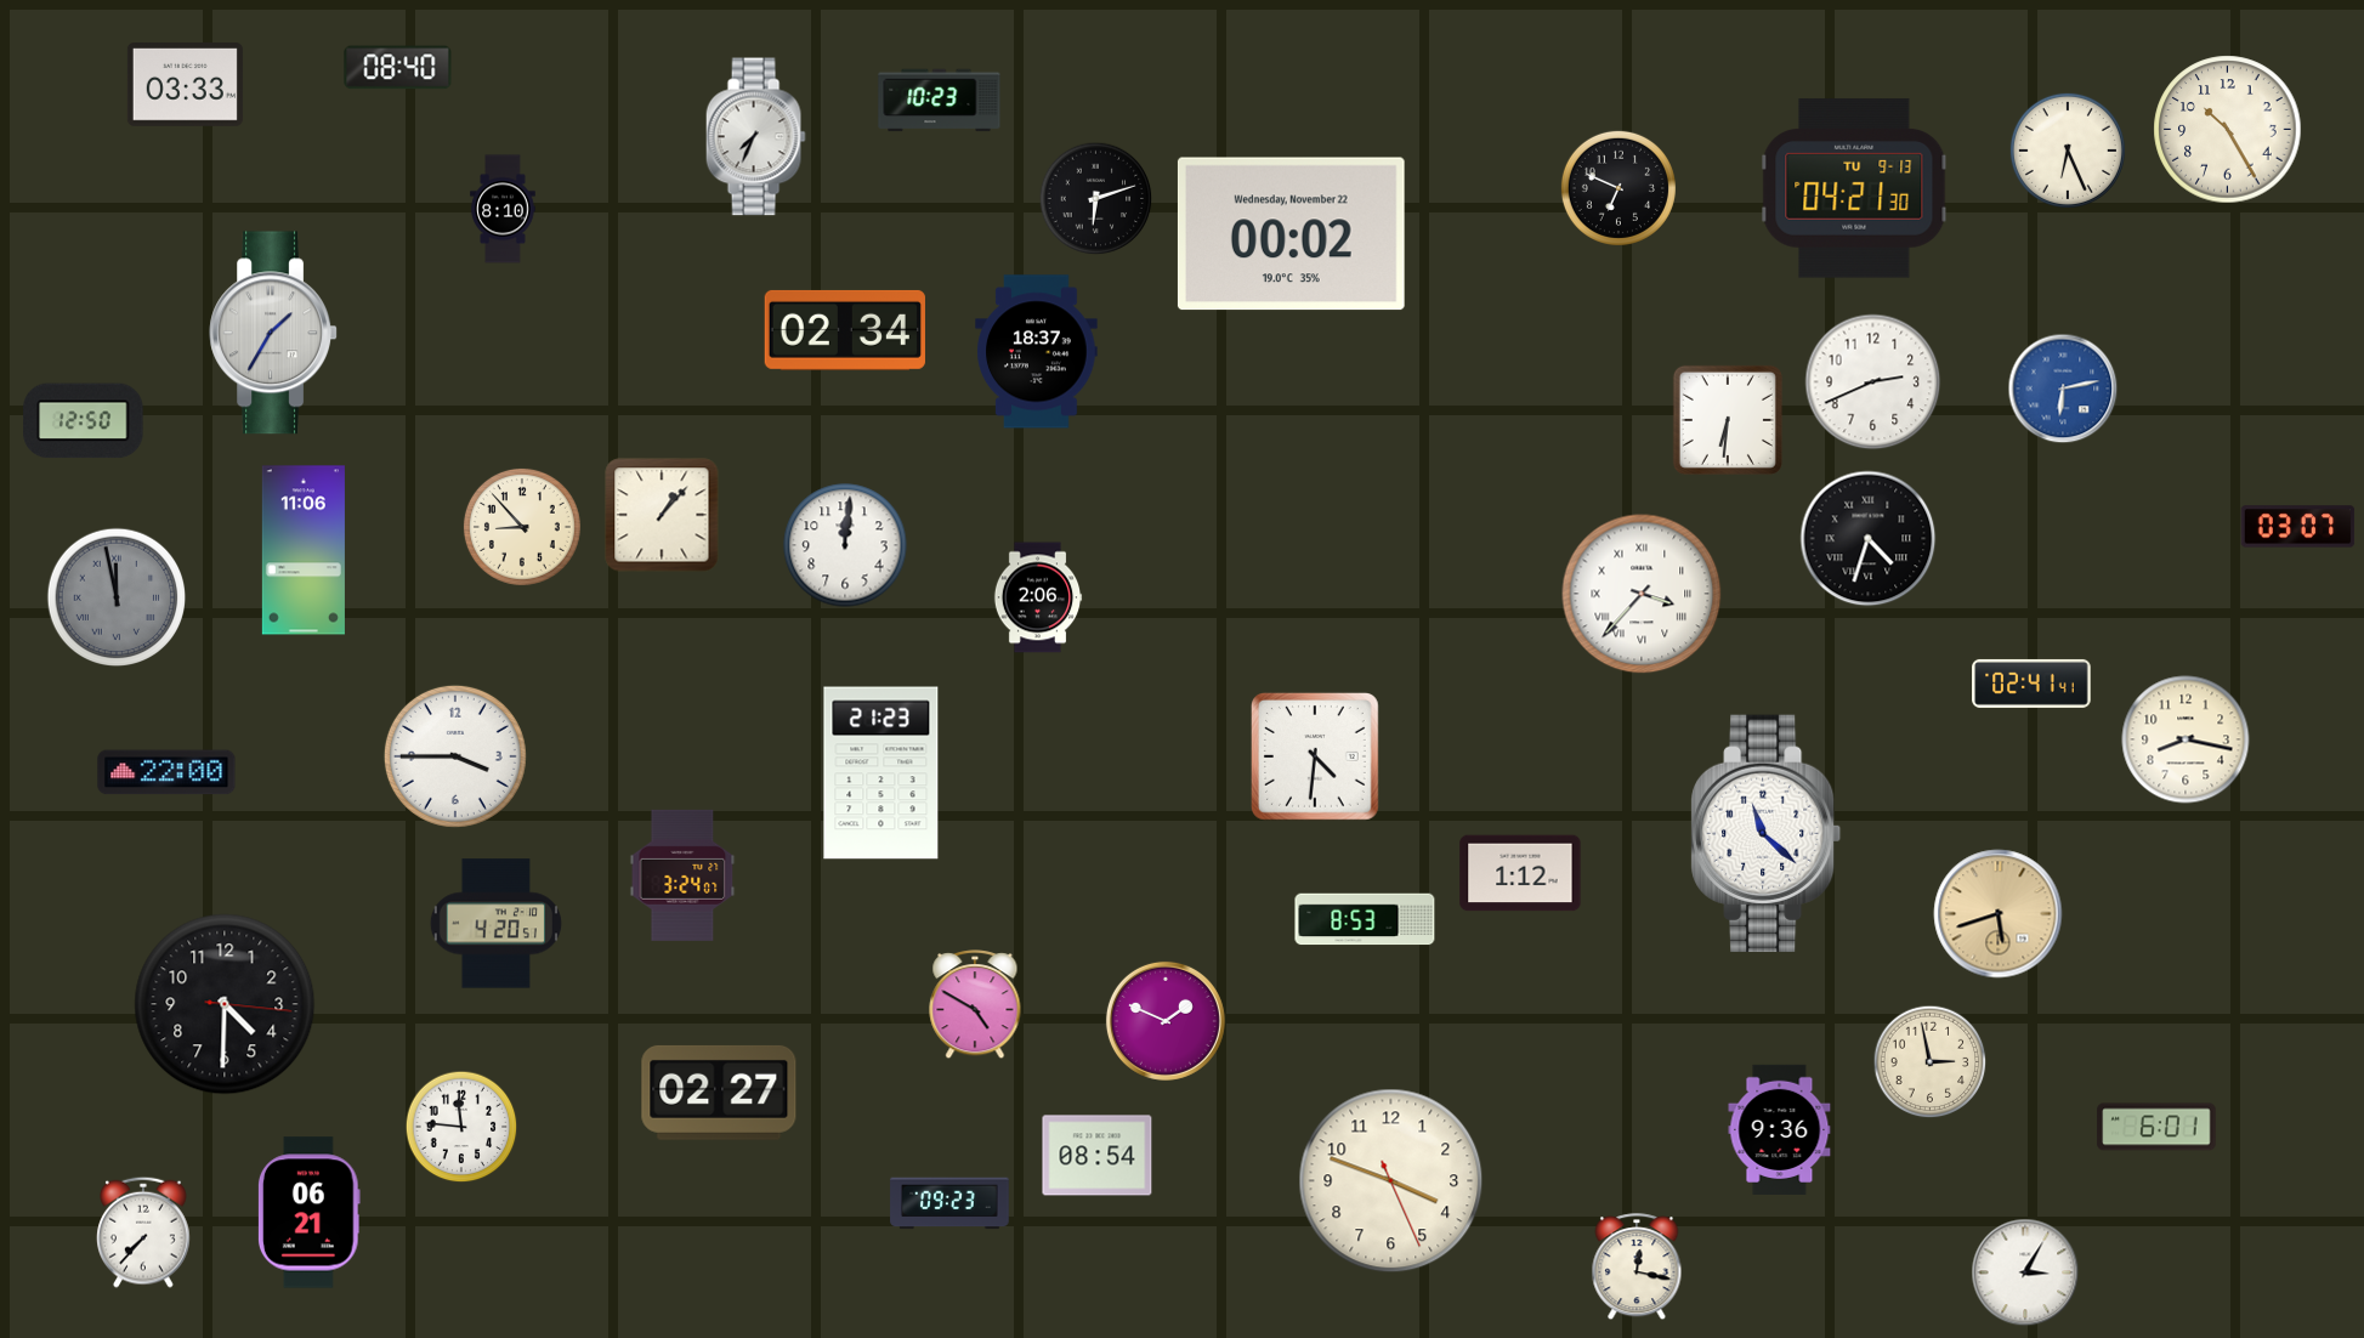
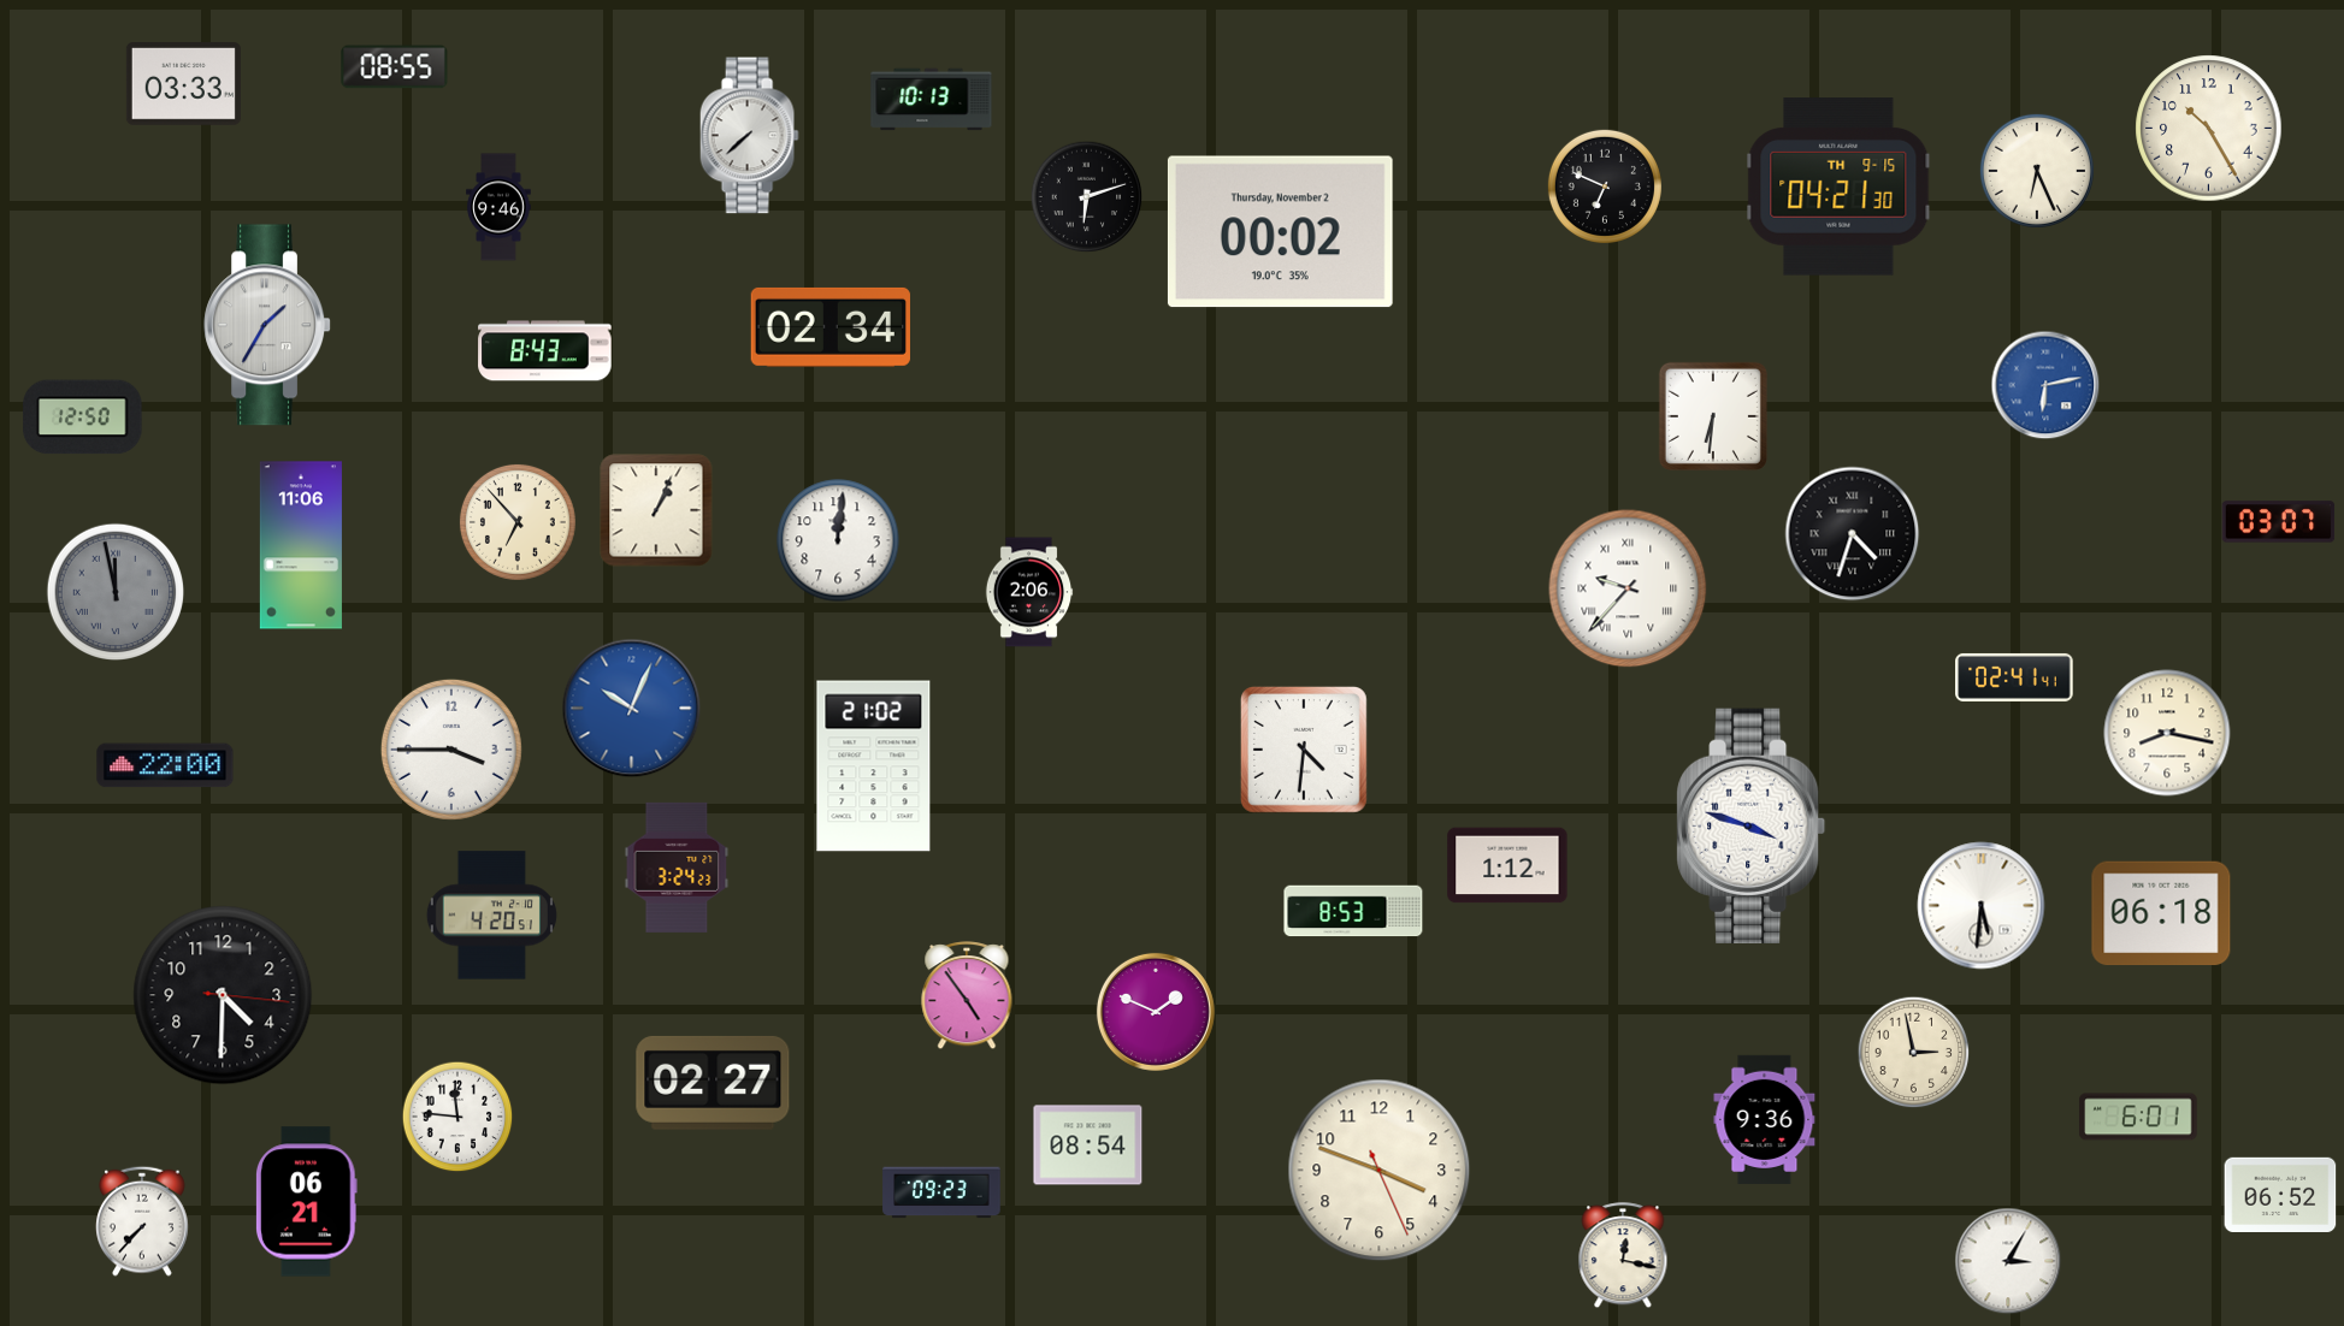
clock at (398, 68): 08:40 -> 08:55
clock at (940, 101): 10:23 -> 10:13
clock at (755, 137): 7:34 -> 7:38
clock at (2068, 151) position: (2068, 151) -> (2037, 171)
clock at (1854, 188) date: TU 9-13 -> TH 9-15
clock at (503, 209): 8:10 -> 9:46
clock at (1291, 234) date: Wednesday, November 22 -> Thursday, November 2
clock at (845, 330) position: (845, 330) -> (831, 327)
clock at (273, 333) position: (273, 333) -> (267, 325)
clock at (1037, 352): 18:37 -> none
clock at (545, 351): none -> 8:43
clock at (1873, 382): 2:41 -> none
clock at (662, 515): 1:07 -> 1:04
clock at (522, 527): 8:53 -> 6:53
clock at (1642, 594): 3:37 -> 9:37
clock at (632, 709): none -> 10:04
clock at (881, 773): 21:23 -> 21:02
clock at (1767, 833): 11:22 -> 3:48
clock at (682, 875): 3:24:07 -> 3:24:23
clock at (1999, 914): 5:42 -> 5:31
clock at (1999, 914) dial: champagne -> white
clock at (2161, 913): none -> 06:18
clock at (975, 1005): 4:50 -> 4:54
clock at (2280, 1194): none -> 06:52
